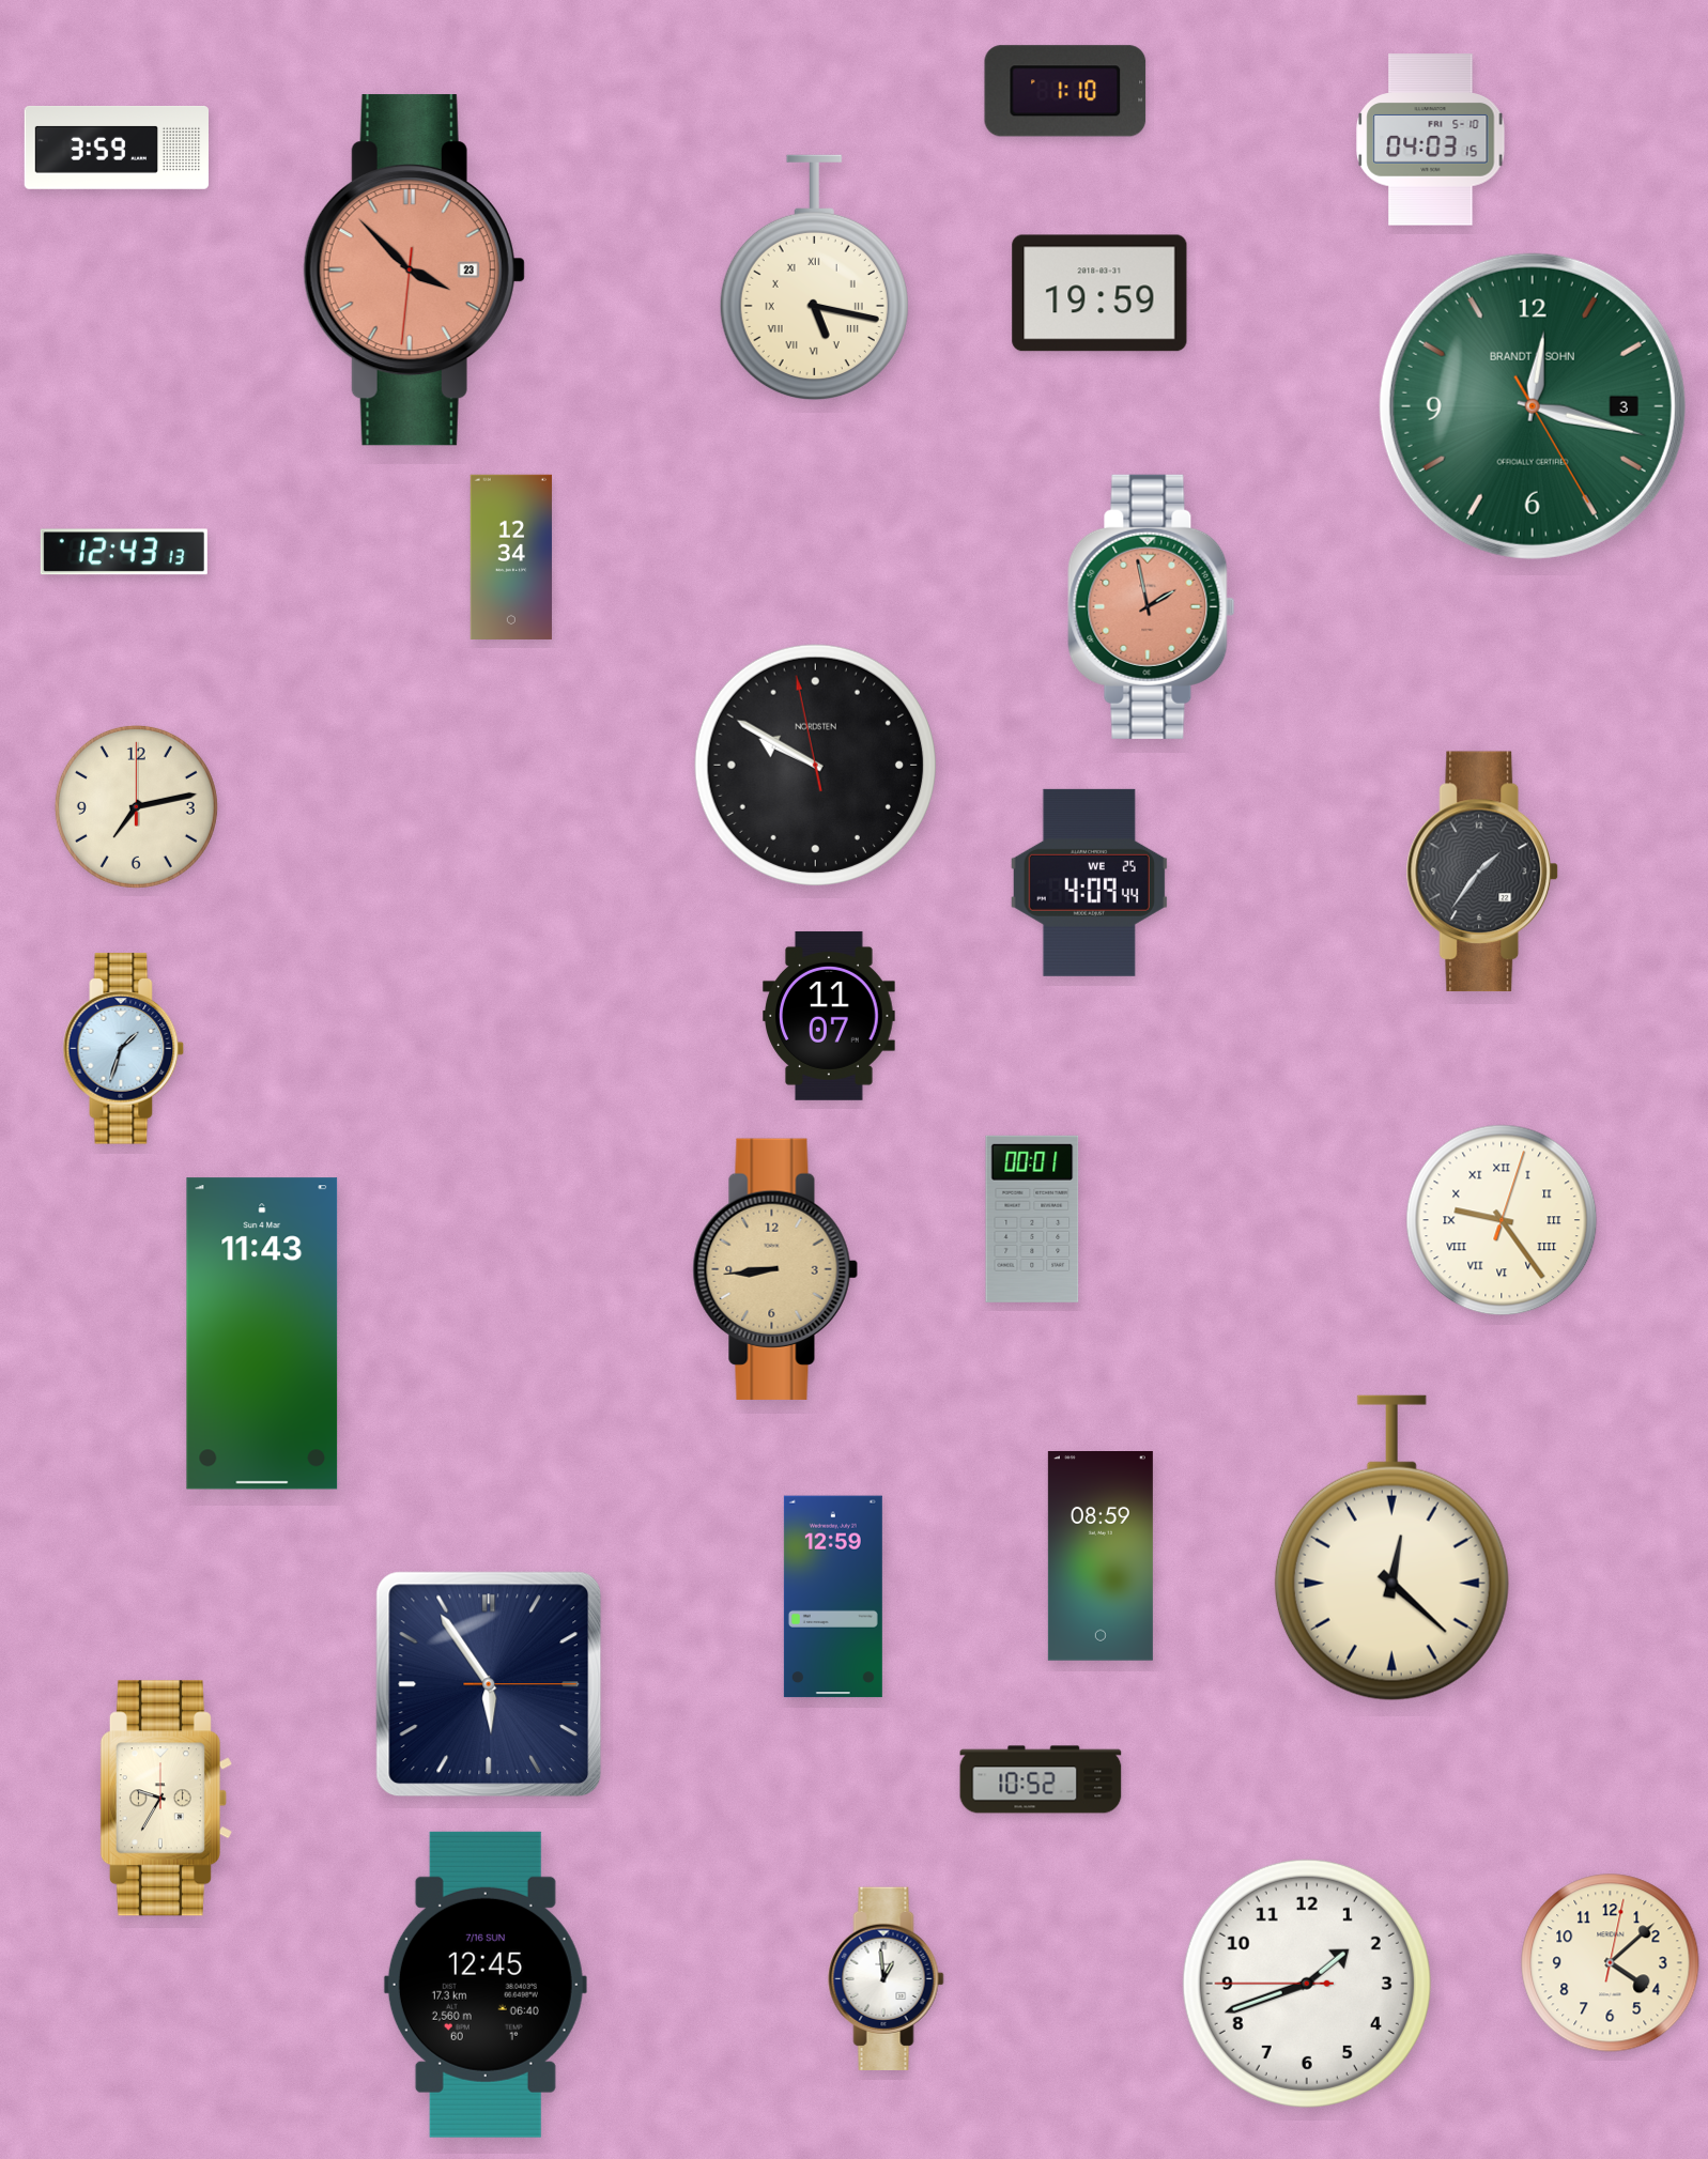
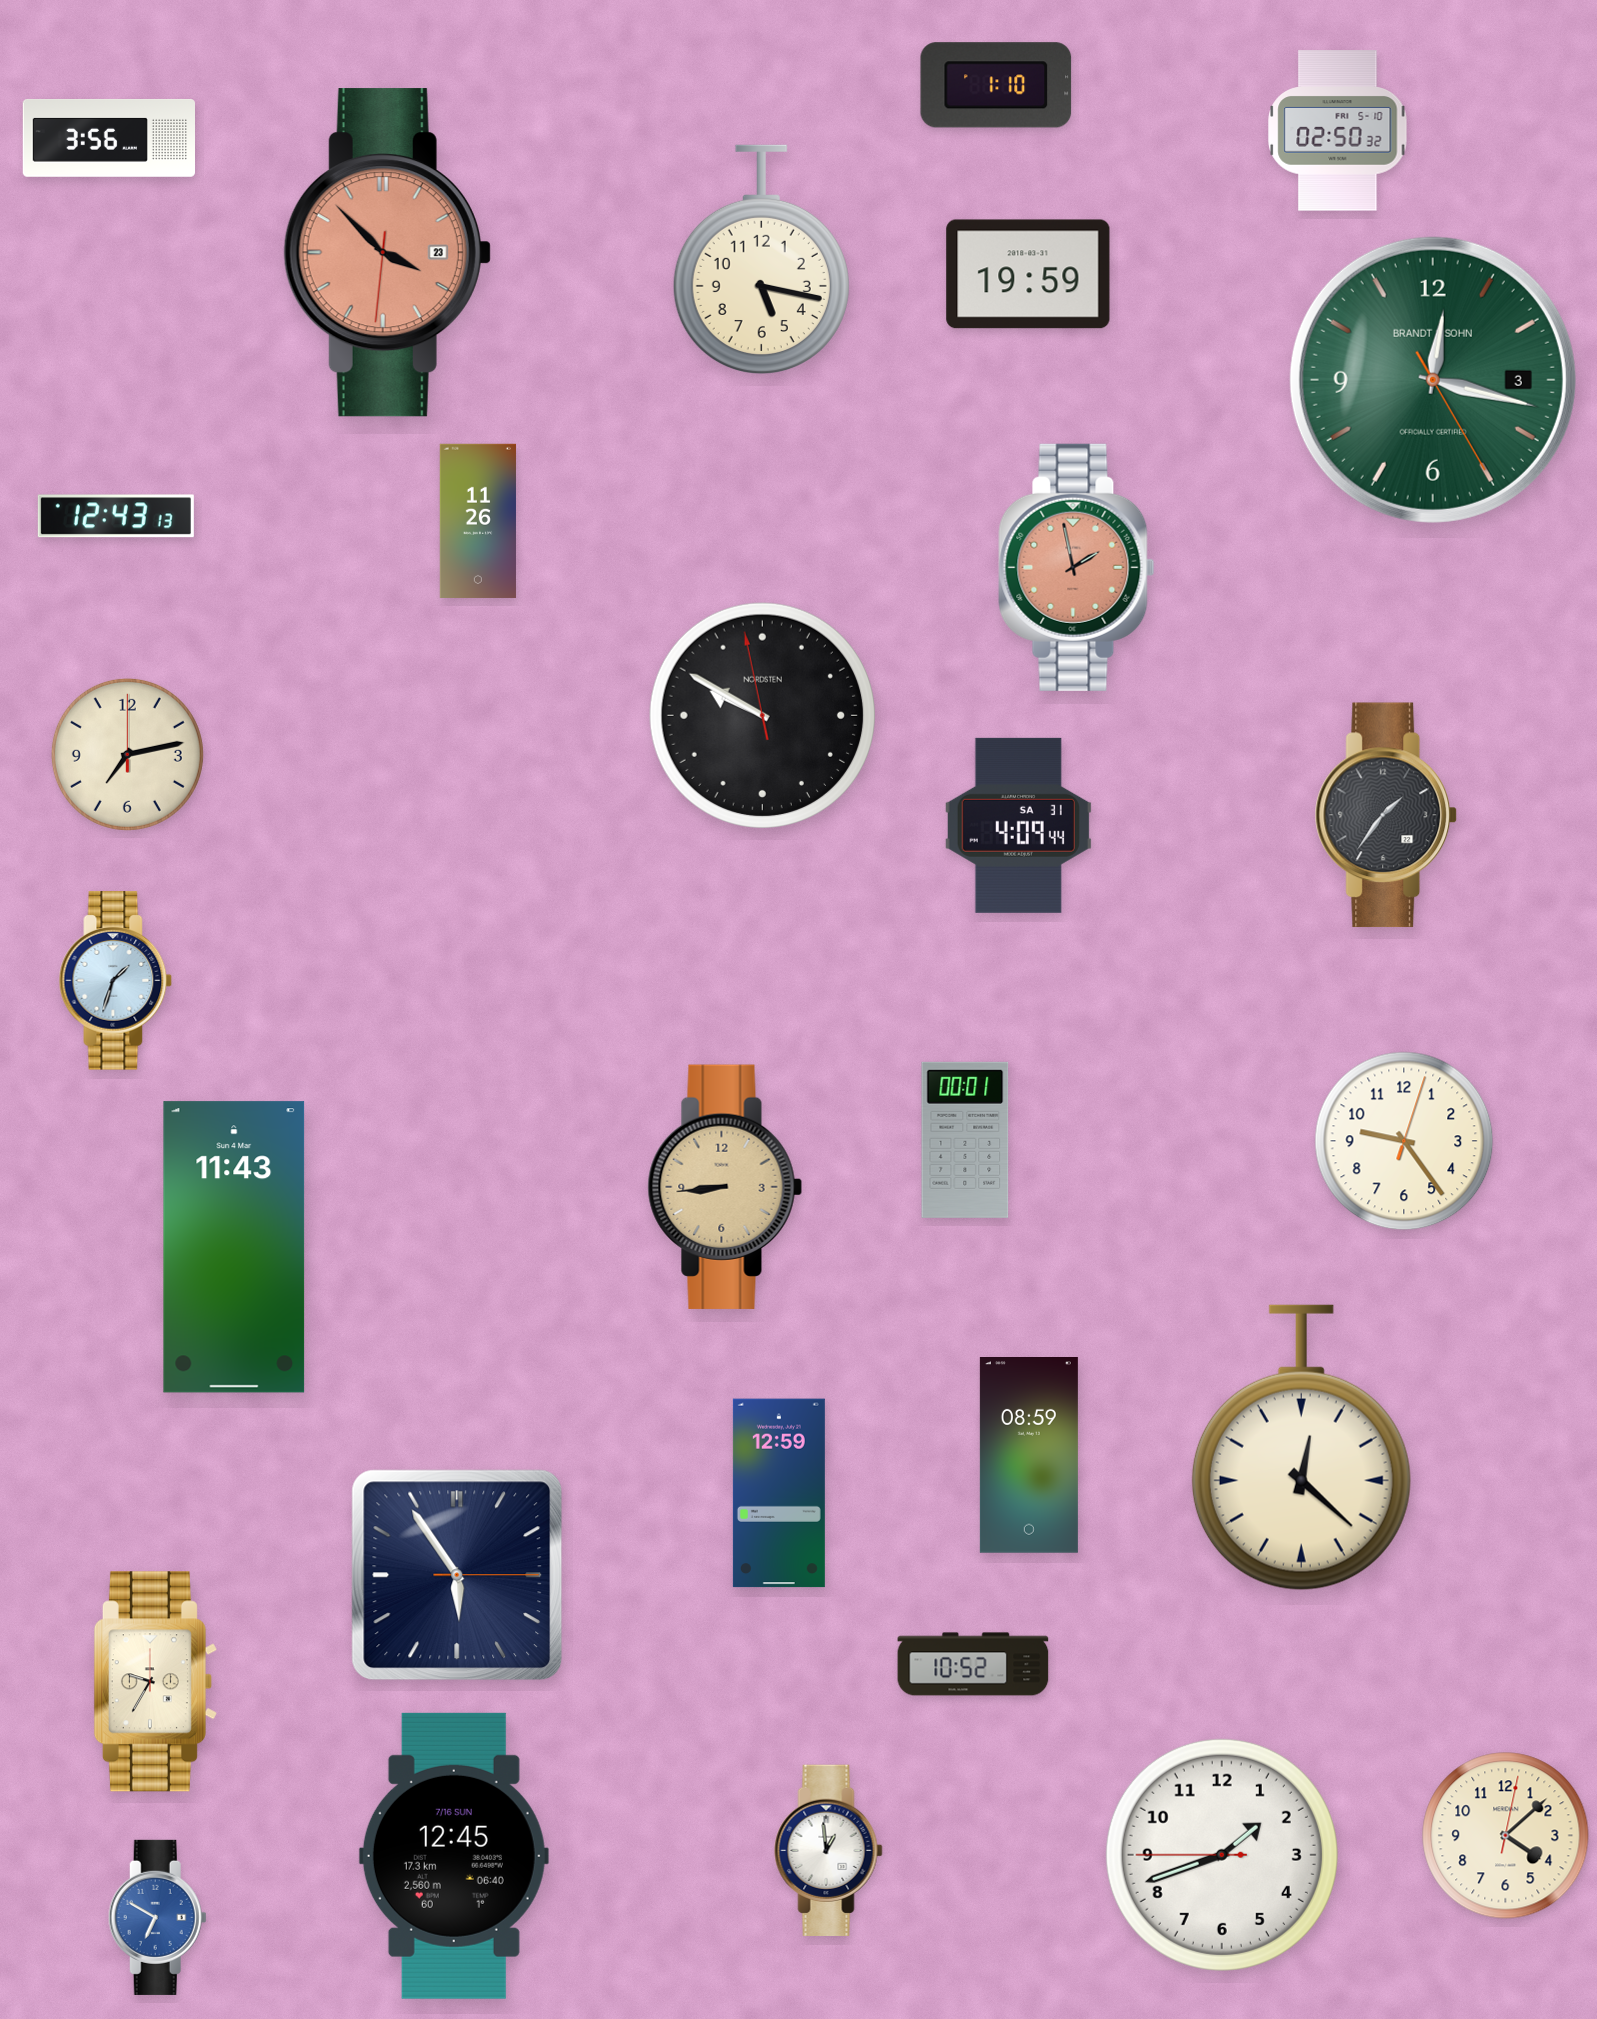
clock at (1431, 140): 04:03 -> 02:50
clock at (116, 149): 3:59 -> 3:56
clock at (814, 278) numerals: Roman -> Arabic
clock at (511, 557): 12:34 -> 11:26
clock at (1089, 882) date: WE 25 -> SA 31
clock at (829, 1016): 11:07 -> none
clock at (1502, 1220) numerals: Roman -> Arabic
clock at (262, 1333) position: (262, 1333) -> (234, 1247)
clock at (157, 1917): none -> 6:50
